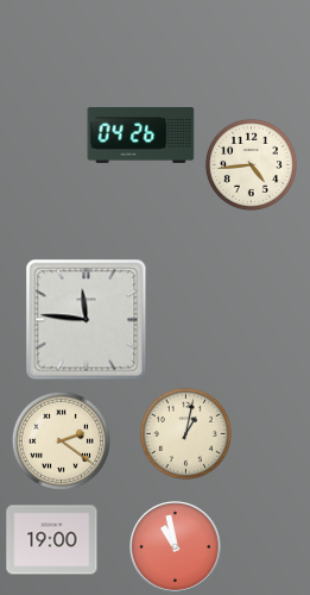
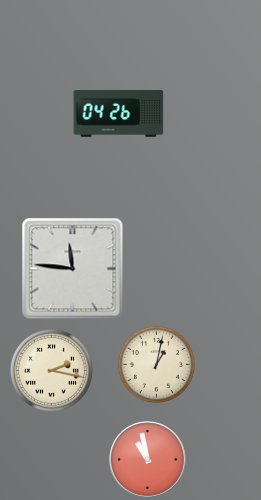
clock at (251, 164): 4:44 -> none
clock at (61, 440): 2:21 -> 2:17
clock at (52, 540): 19:00 -> none
